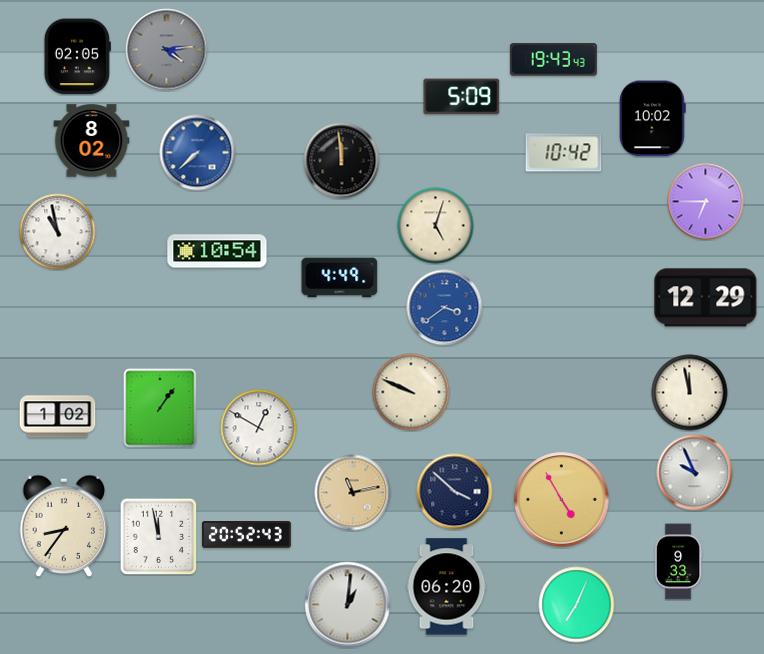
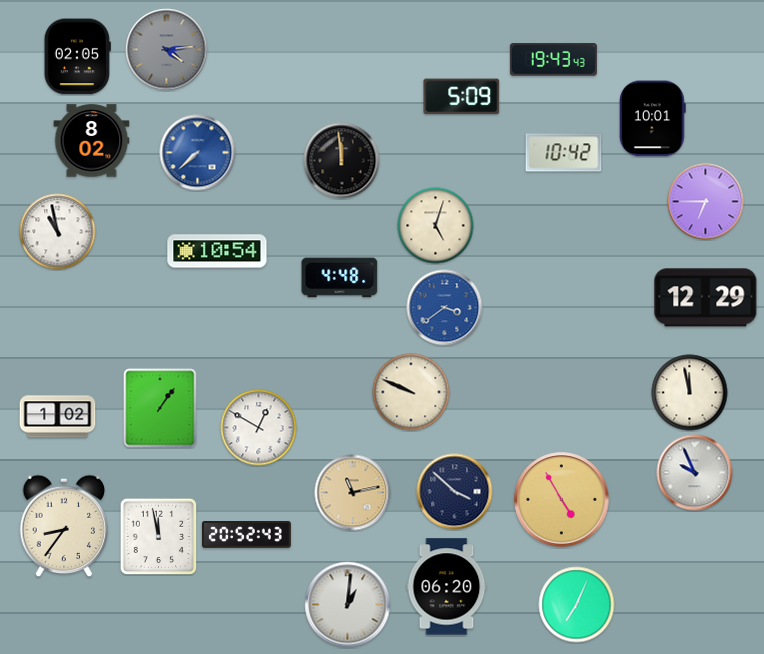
clock at (653, 119): 10:02 -> 10:01
clock at (340, 278): 4:49 -> 4:48
clock at (678, 562): 9:33 -> none
